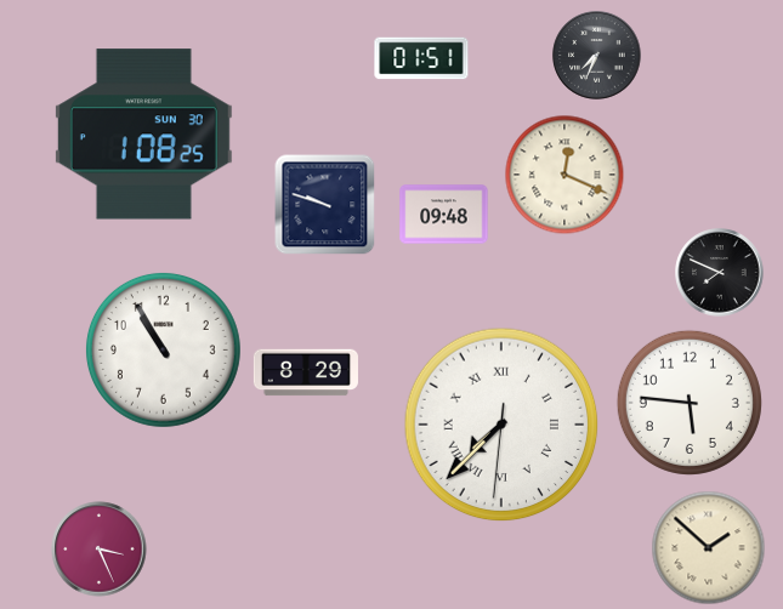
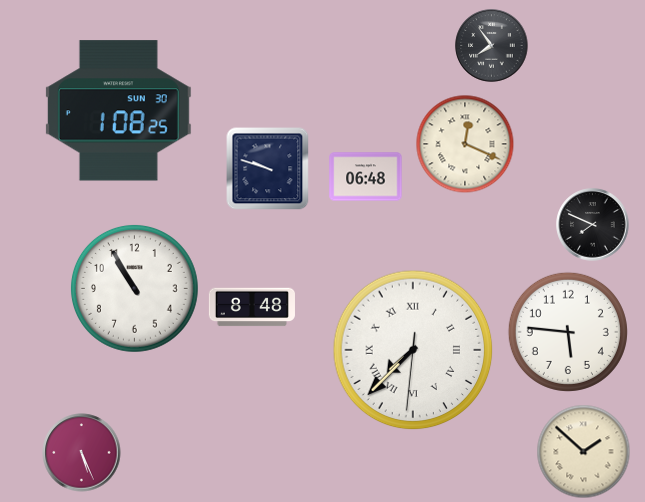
clock at (597, 56): 7:34 -> 7:54
clock at (421, 58): 01:51 -> none
clock at (444, 215): 09:48 -> 06:48
clock at (306, 372): 8:29 -> 8:48
clock at (100, 550): 3:26 -> 5:26
